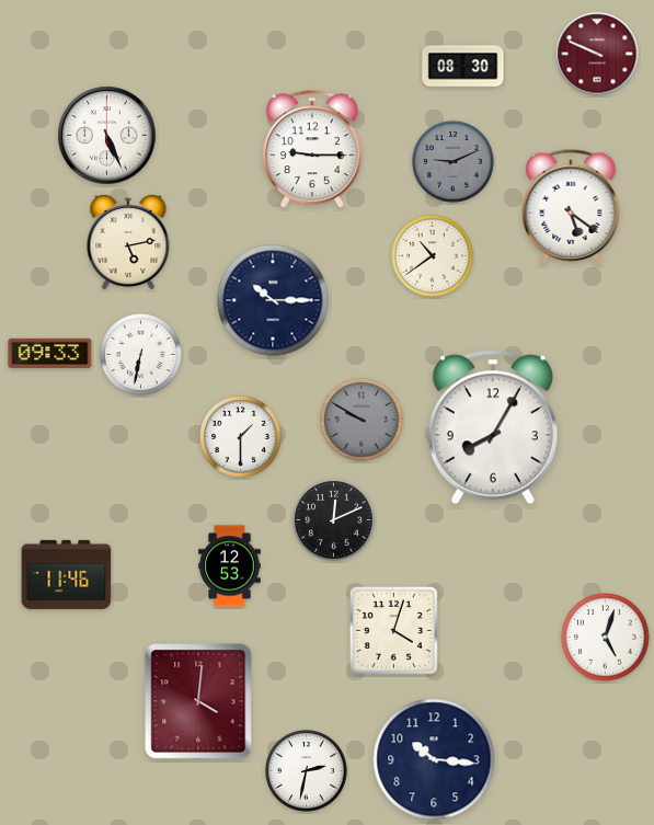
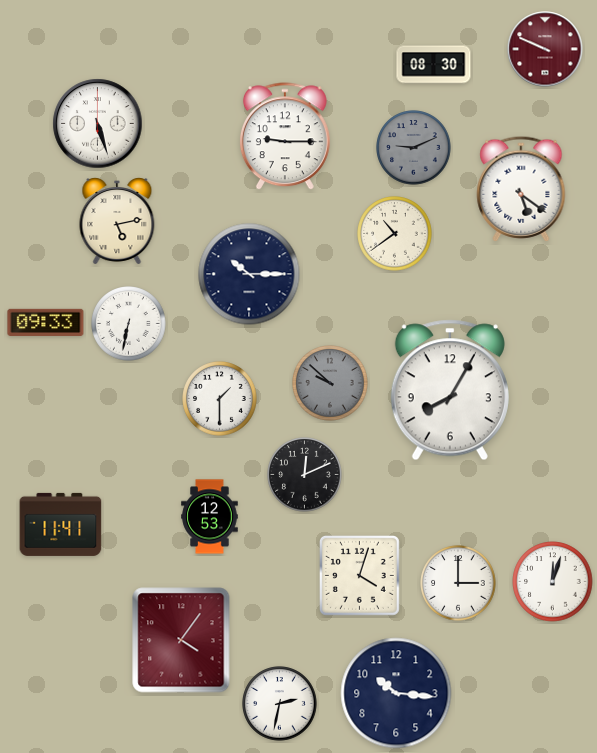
clock at (463, 67) position: (463, 67) -> (434, 65)
clock at (107, 136): 5:26 -> 5:27
clock at (362, 420): 9:50 -> 9:52
clock at (67, 574): 11:46 -> 11:41
clock at (606, 638): 5:03 -> 12:03
clock at (458, 583): none -> 3:00
clock at (198, 701): 4:01 -> 4:06
